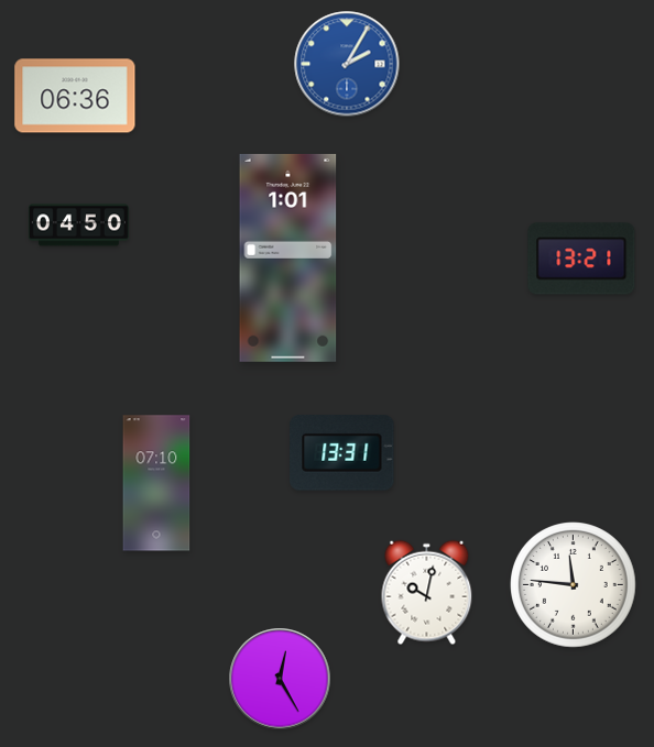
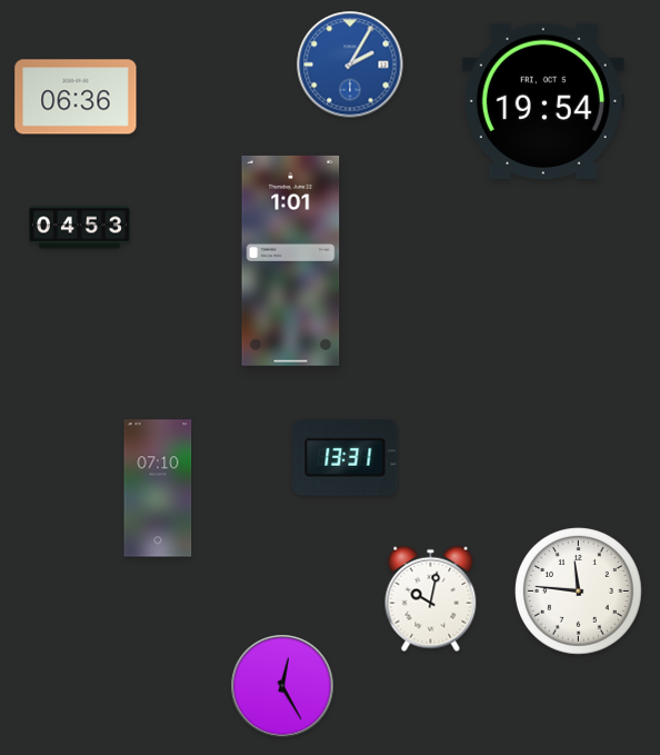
clock at (543, 100): none -> 19:54
clock at (78, 226): 04:50 -> 04:53
clock at (581, 259): 13:21 -> none
